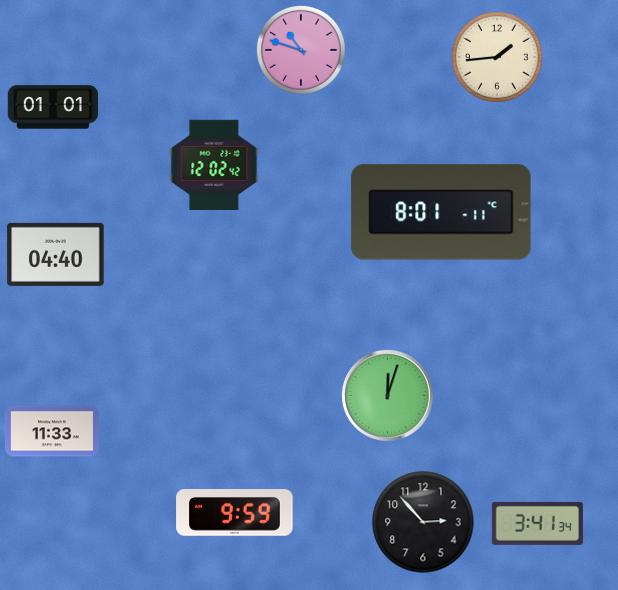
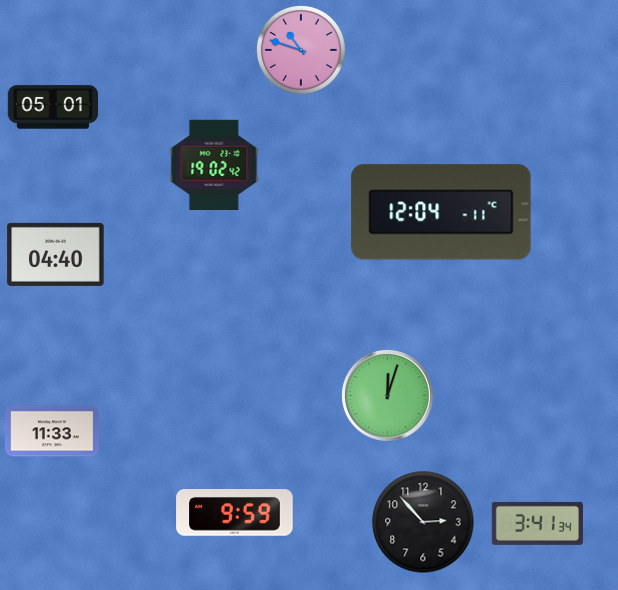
clock at (498, 58): 1:44 -> none
clock at (52, 107): 01:01 -> 05:01
clock at (214, 164): 12:02 -> 19:02
clock at (441, 212): 8:01 -> 12:04
